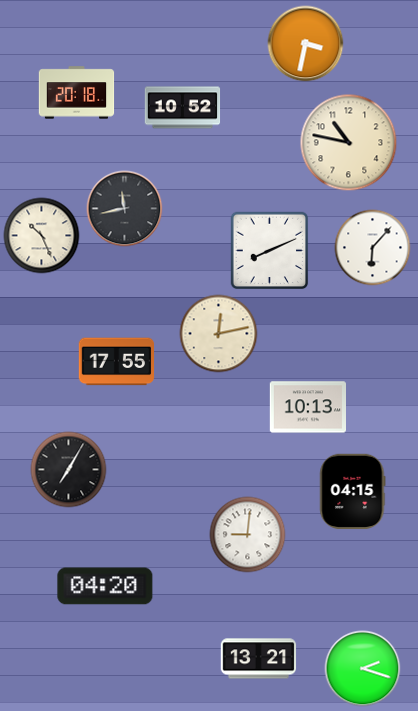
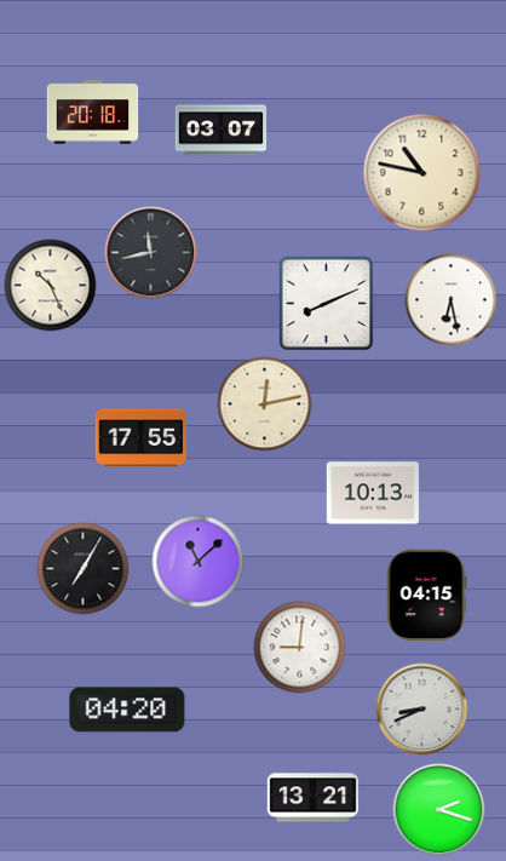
clock at (306, 44): 3:32 -> none
clock at (183, 108): 10:52 -> 03:07
clock at (373, 248): 6:07 -> 6:28
clock at (199, 562): none -> 11:08
clock at (422, 710): none -> 8:41
